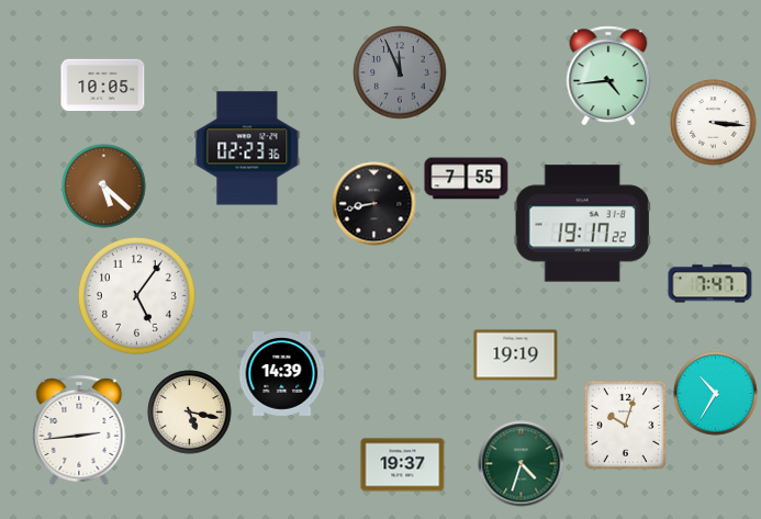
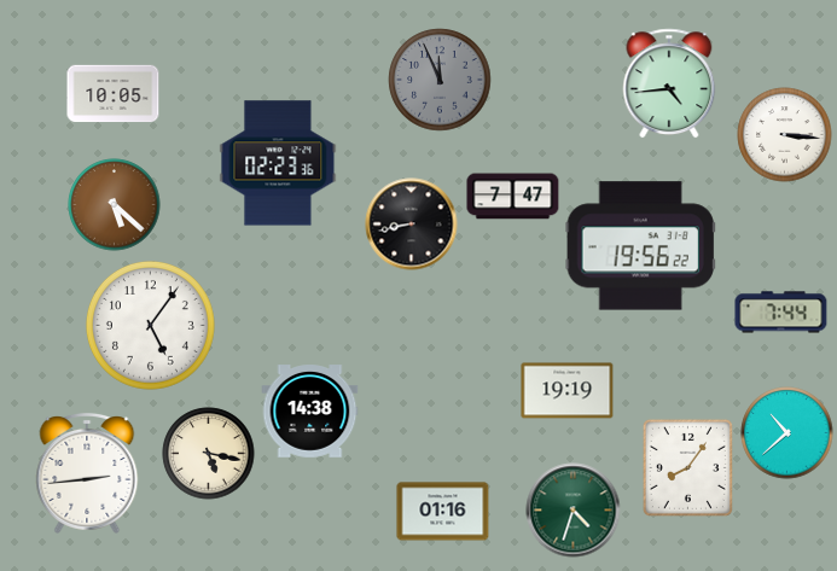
clock at (247, 148) position: (247, 148) -> (278, 163)
clock at (467, 179): 7:55 -> 7:47
clock at (582, 224): 19:17 -> 19:56
clock at (710, 284): 7:47 -> 7:44
clock at (282, 374): 14:39 -> 14:38
clock at (716, 394): 10:35 -> 10:38
clock at (625, 425): 10:03 -> 8:06
clock at (403, 465): 19:37 -> 01:16
